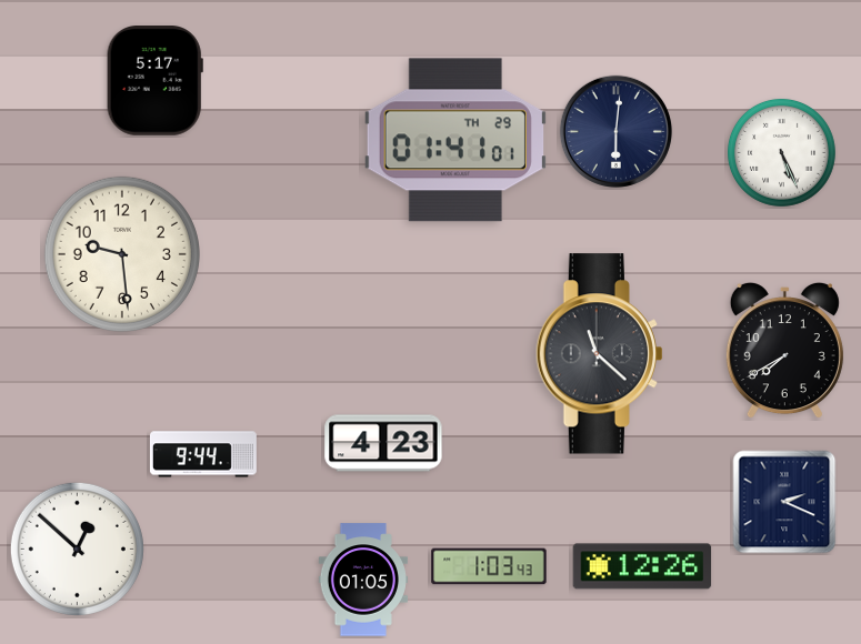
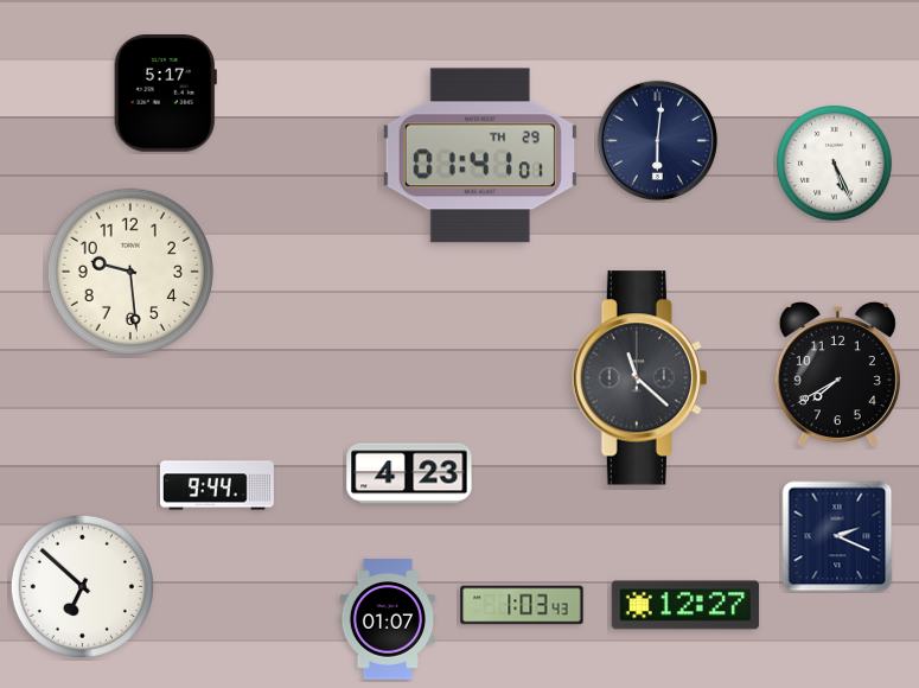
clock at (154, 81) position: (154, 81) -> (165, 94)
clock at (455, 140) position: (455, 140) -> (480, 155)
clock at (77, 549): 12:52 -> 6:52
clock at (642, 566): 12:26 -> 12:27
clock at (362, 580): 01:05 -> 01:07
